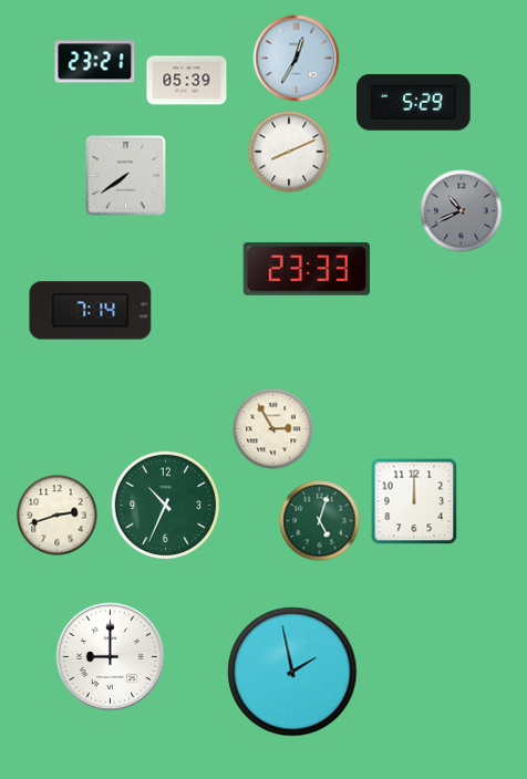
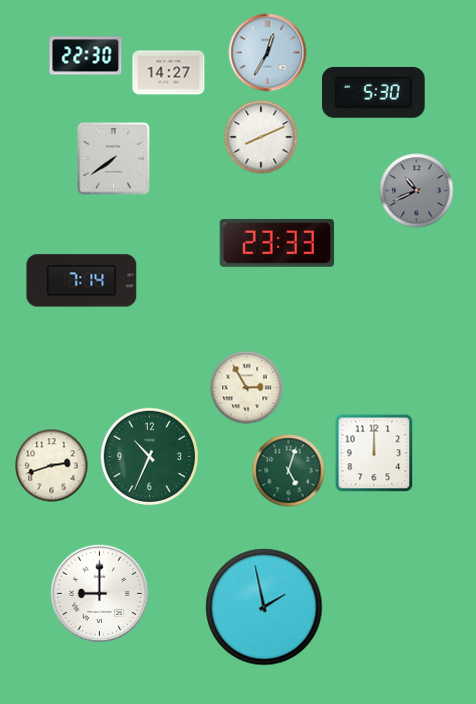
clock at (95, 62): 23:21 -> 22:30
clock at (187, 81): 05:39 -> 14:27
clock at (414, 102): 5:29 -> 5:30
